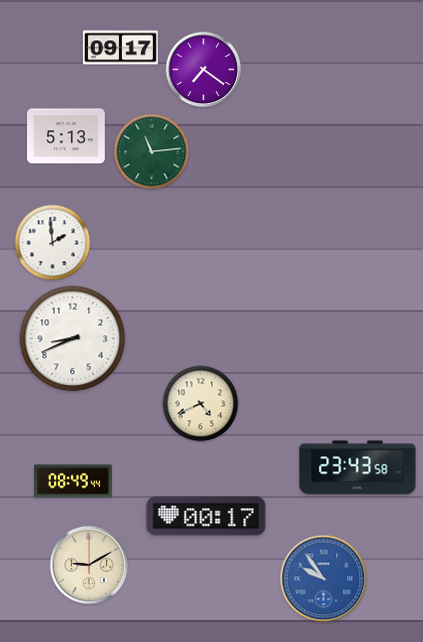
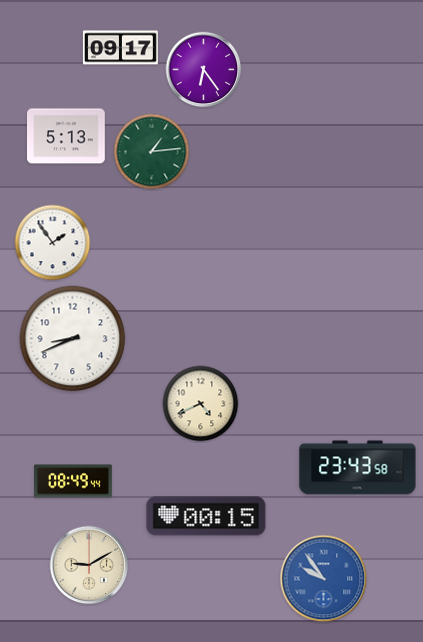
clock at (204, 70): 7:21 -> 6:24
clock at (152, 152): 11:14 -> 1:14
clock at (53, 243): 1:59 -> 1:54
clock at (206, 516): 00:17 -> 00:15
